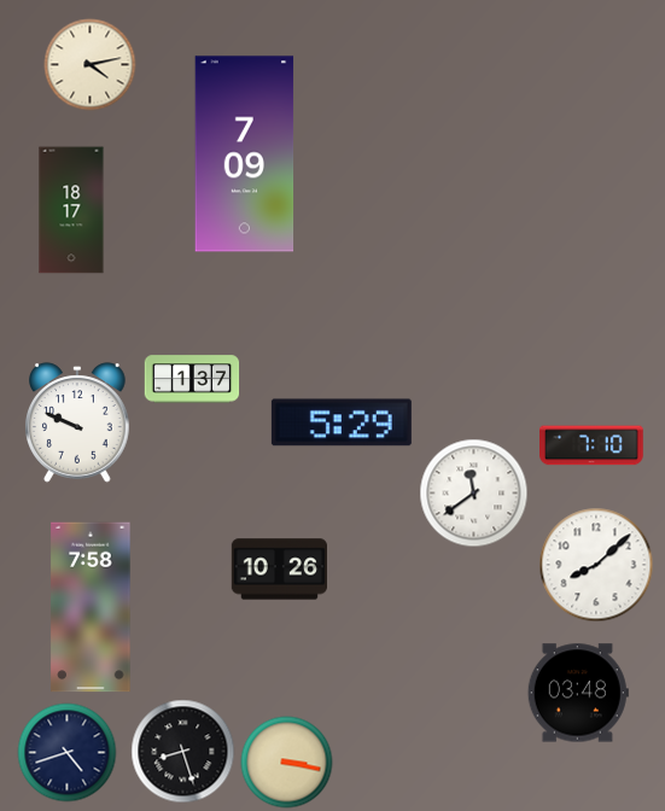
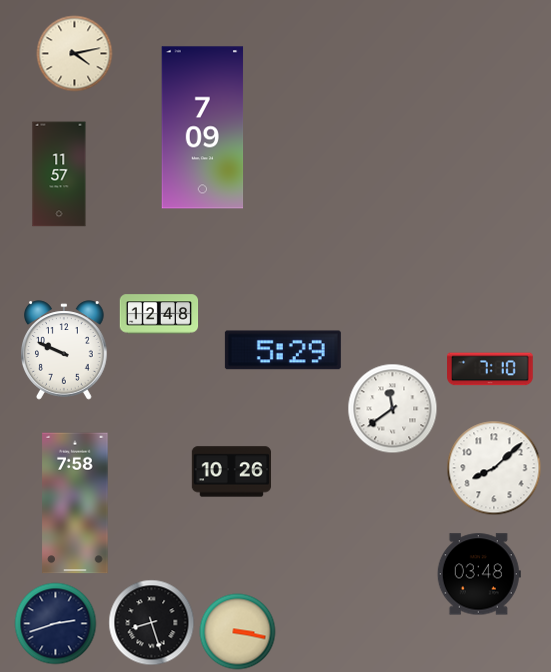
clock at (71, 210): 18:17 -> 11:57
clock at (192, 379): 1:37 -> 12:48
clock at (68, 753): 4:42 -> 2:42
